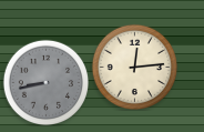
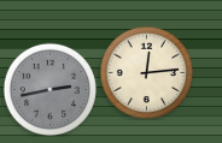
clock at (45, 82): 8:43 -> 2:43
